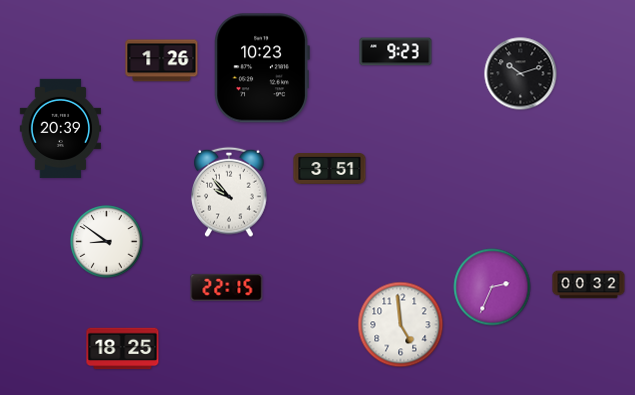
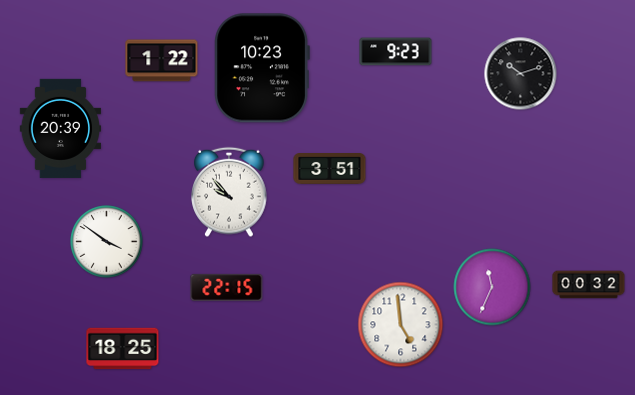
clock at (162, 61): 1:26 -> 1:22
clock at (107, 242): 8:51 -> 3:51
clock at (492, 287): 2:34 -> 11:34
